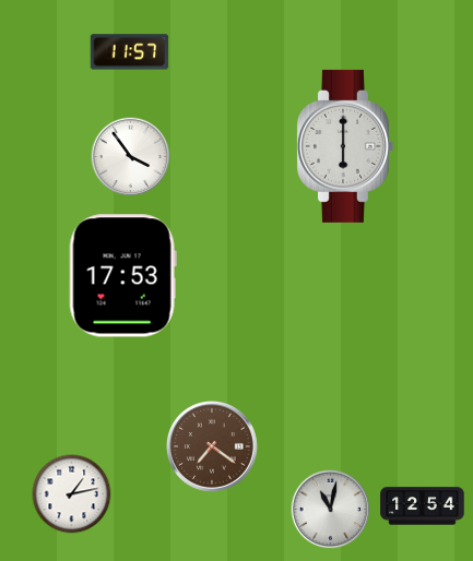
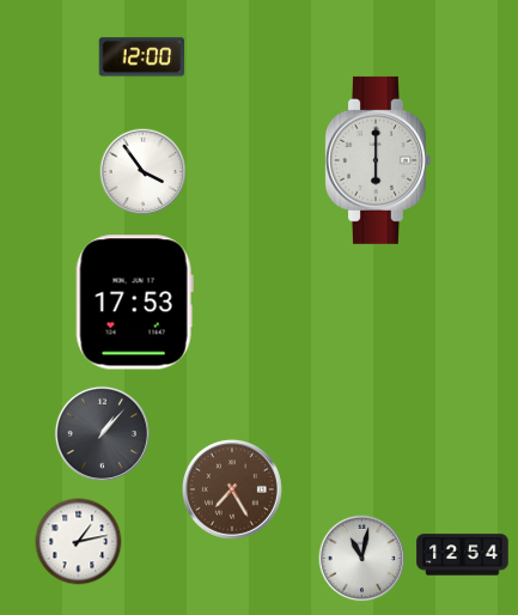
clock at (130, 52): 11:57 -> 12:00
clock at (102, 433): none -> 1:07
clock at (212, 446): 7:21 -> 7:25
